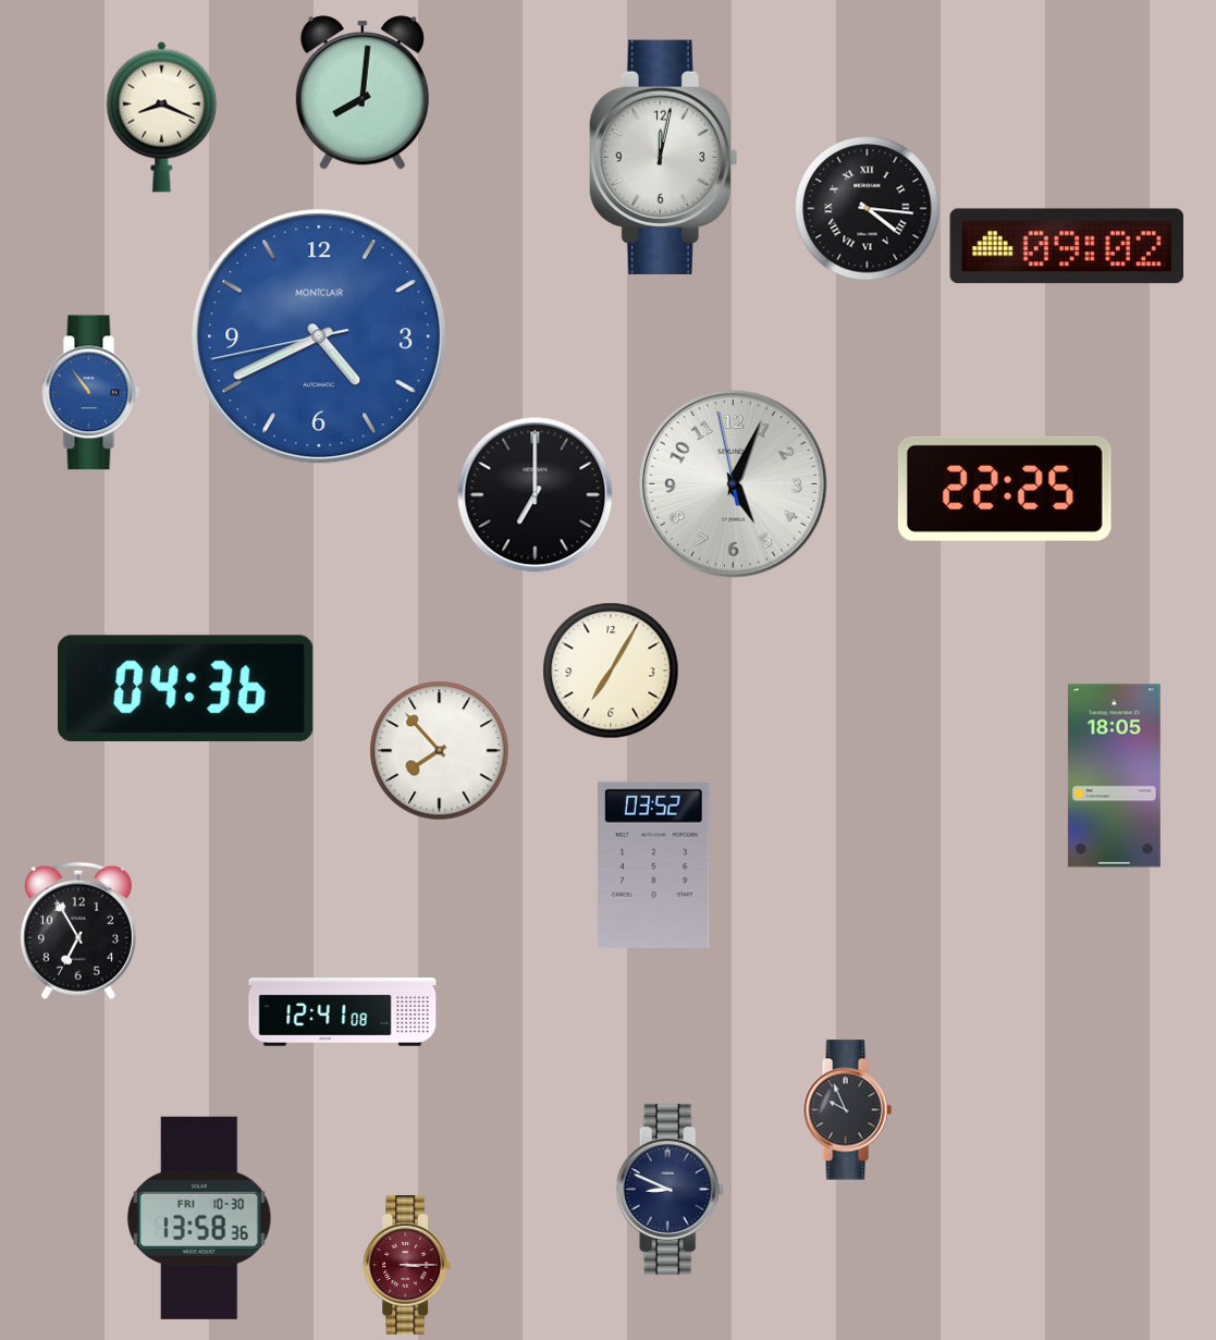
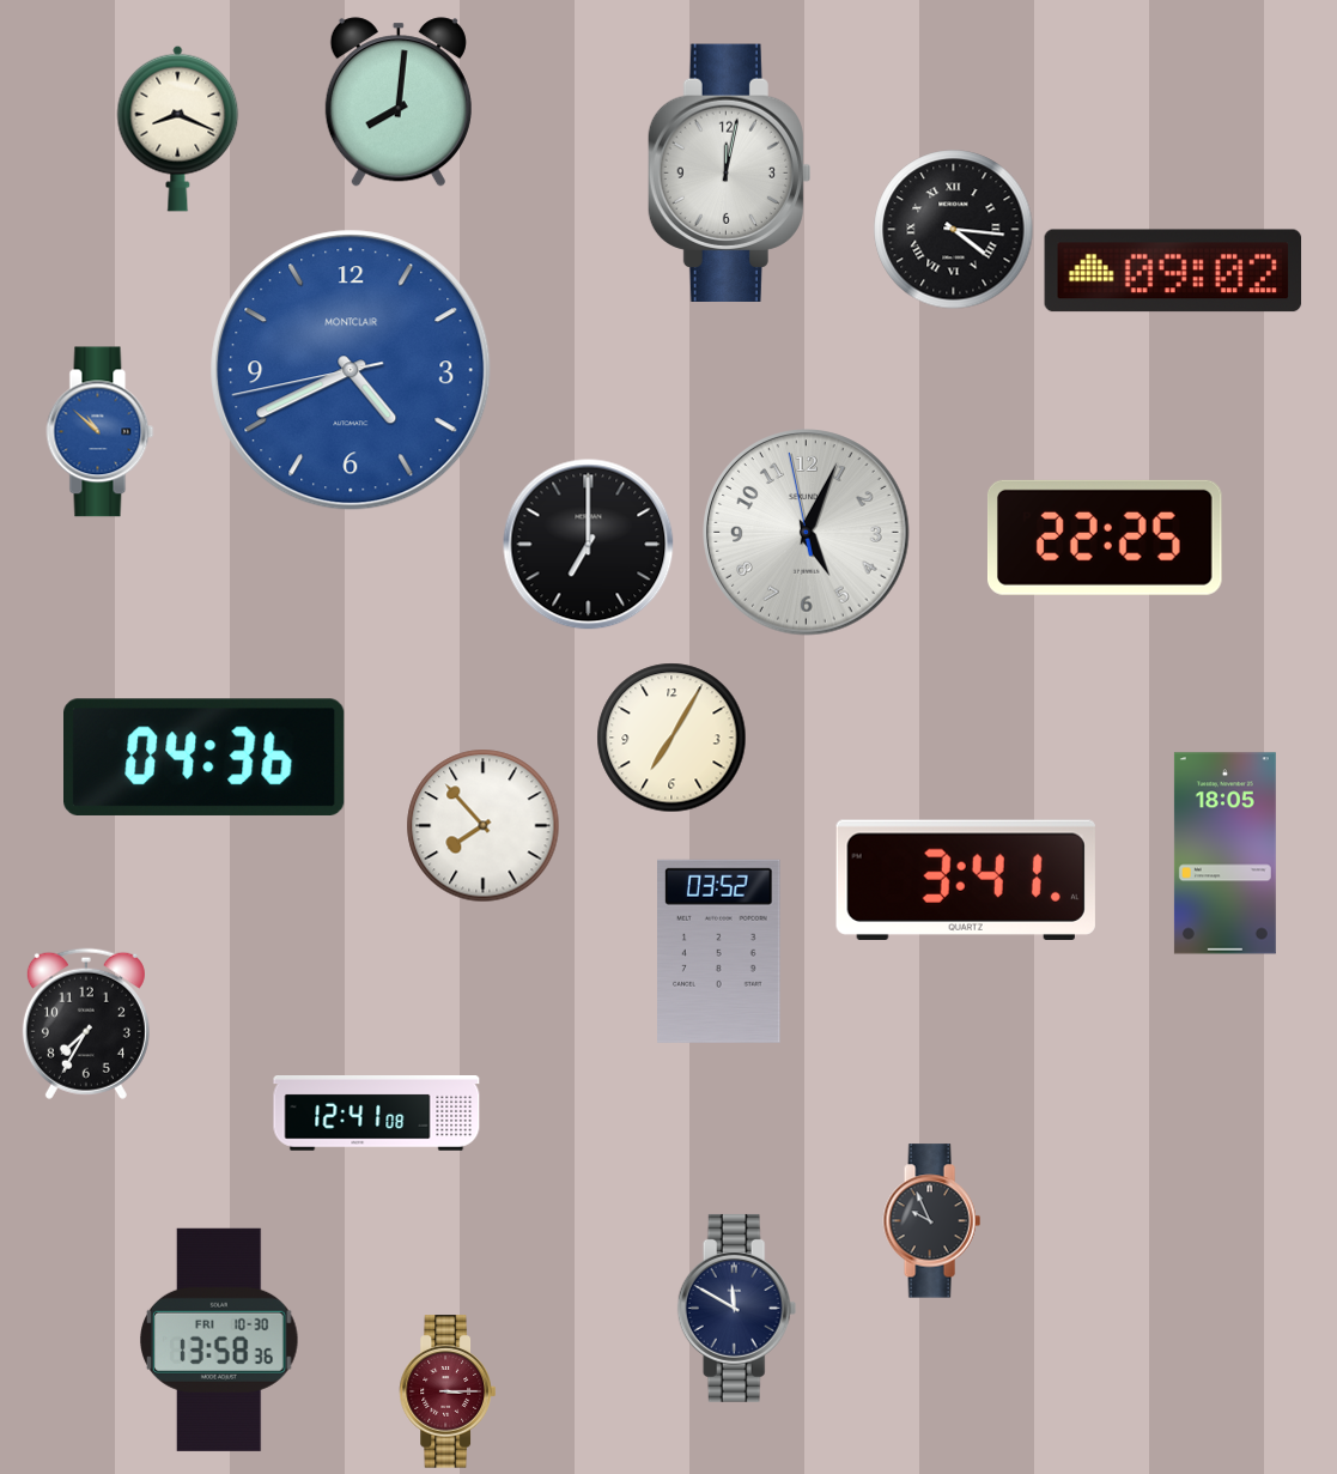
clock at (91, 393): 10:54 -> 10:52
clock at (966, 880): none -> 3:41
clock at (78, 931): 6:55 -> 7:35
clock at (671, 1189): 8:49 -> 11:50
